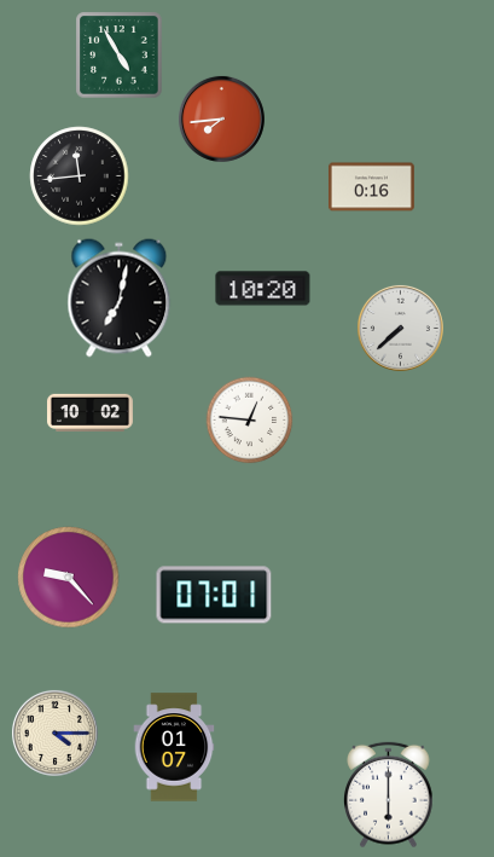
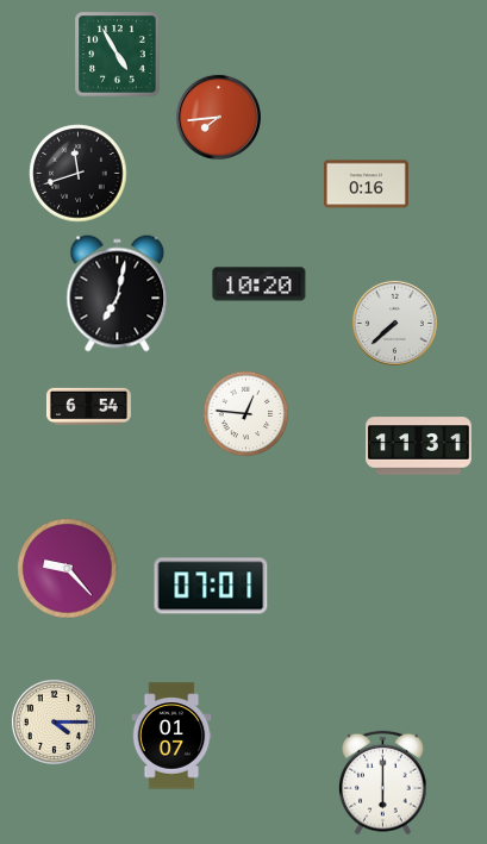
clock at (80, 176): 11:44 -> 11:42
clock at (89, 413): 10:02 -> 6:54
clock at (419, 446): none -> 11:31
